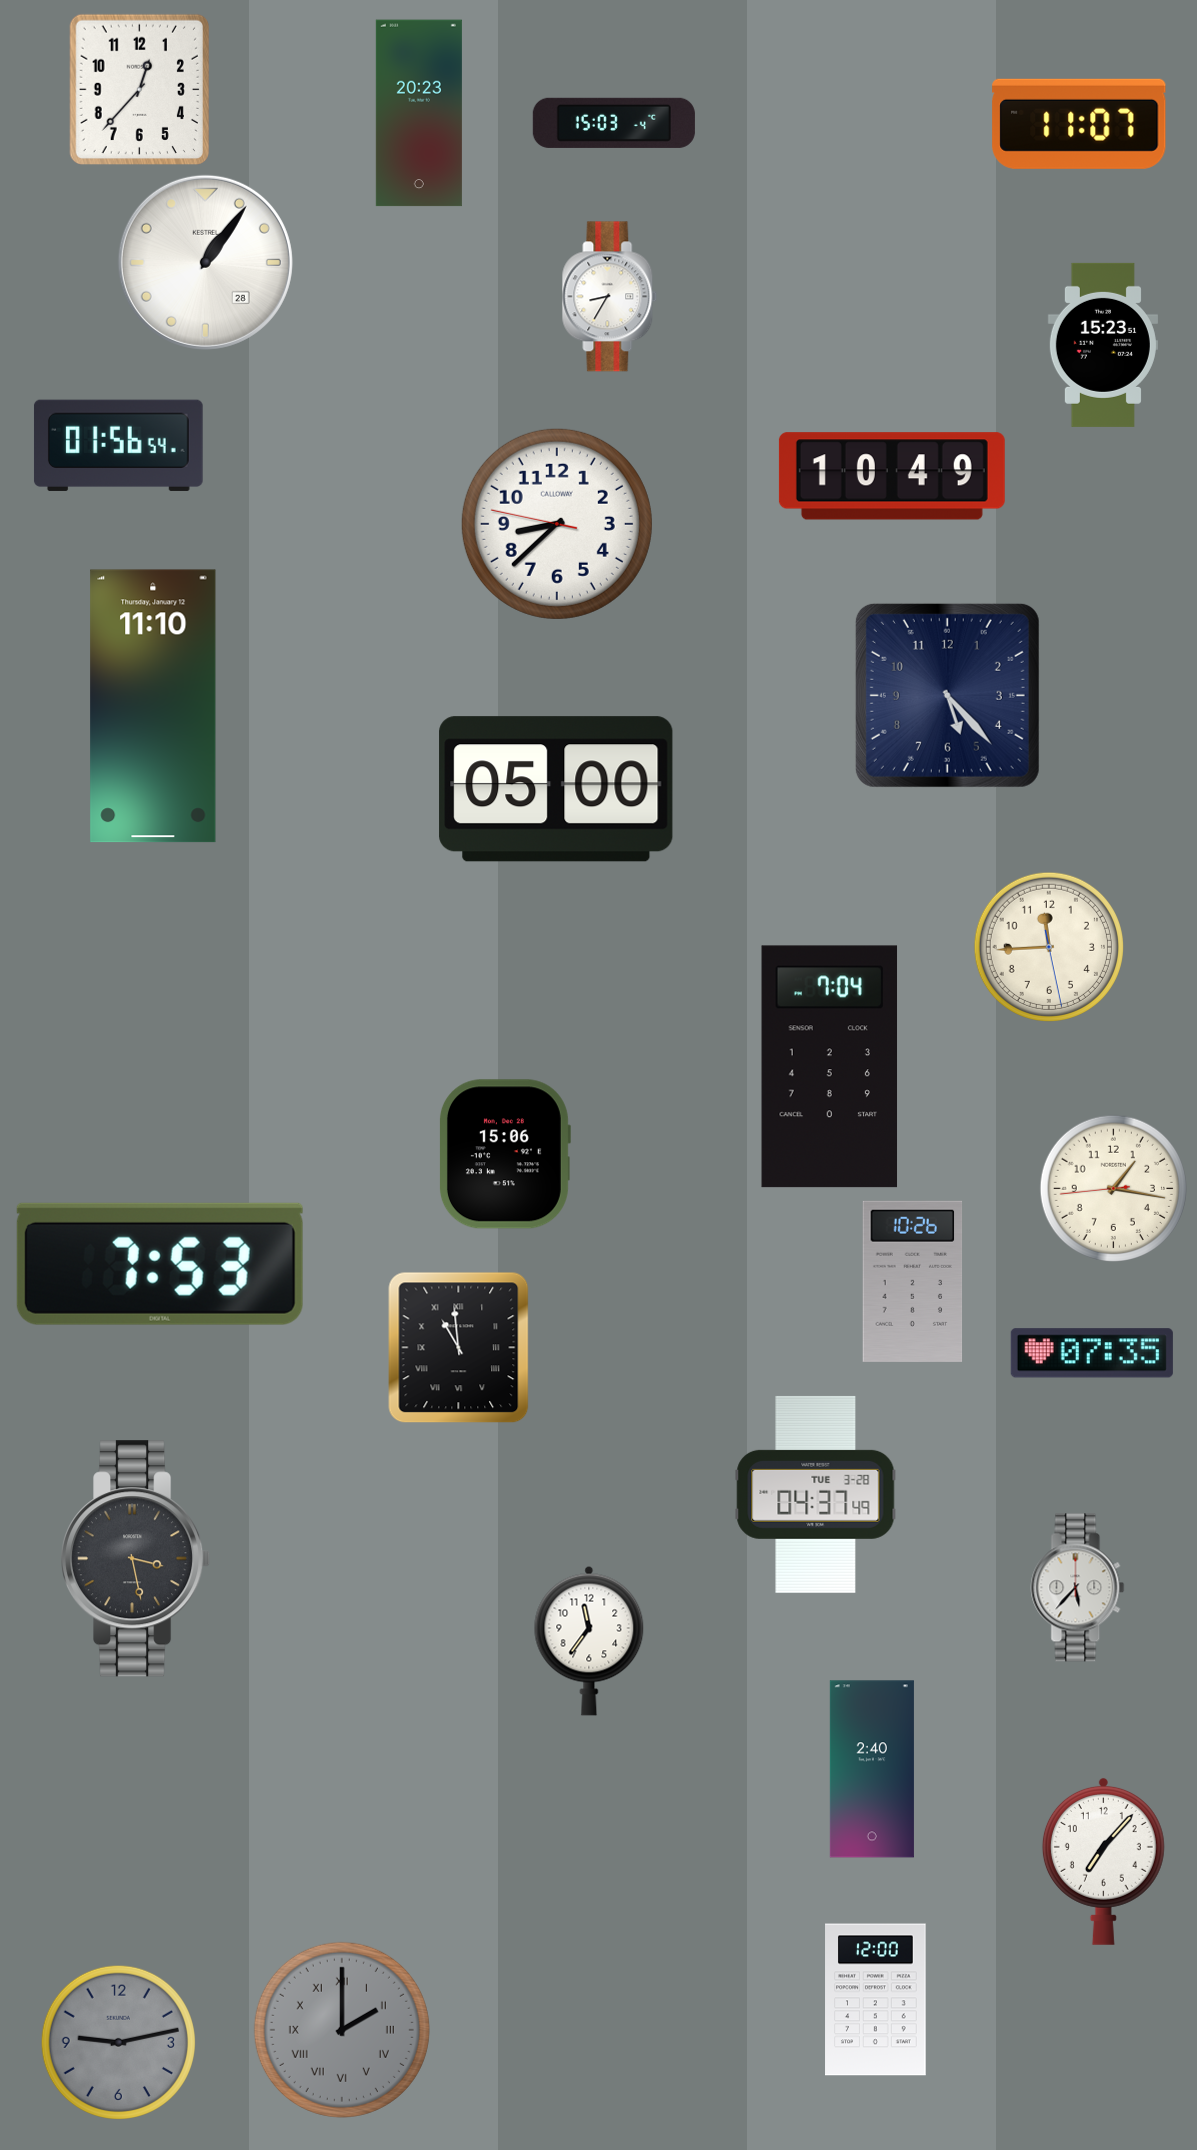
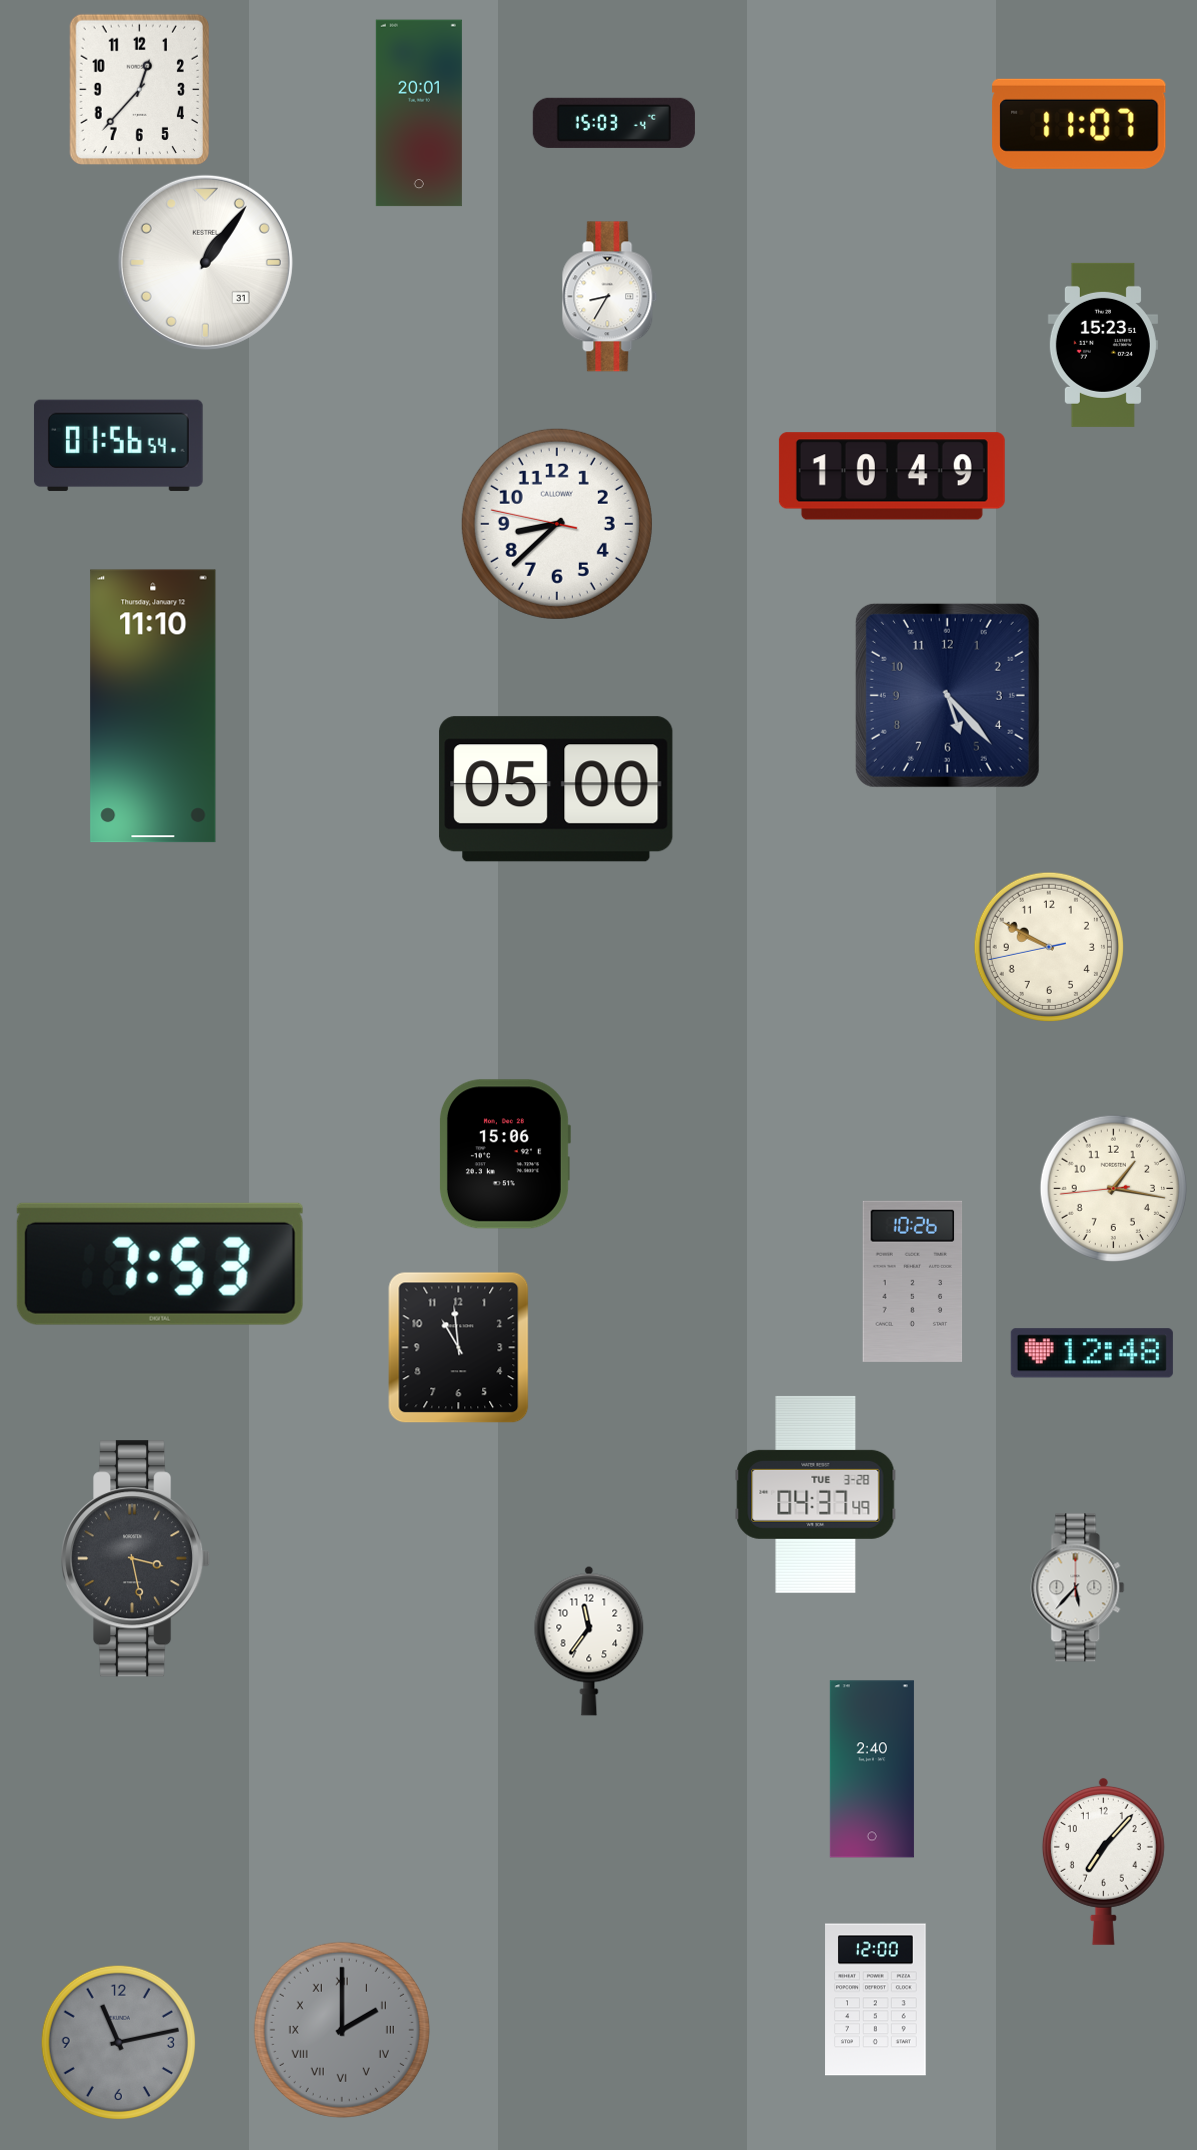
clock at (419, 113): 20:23 -> 20:01
clock at (205, 262) date: 28 -> 31
clock at (1049, 947): 11:44 -> 9:49
clock at (830, 1067): 7:04 -> none
clock at (459, 1348) numerals: Roman -> Arabic
clock at (1092, 1353): 07:35 -> 12:48
clock at (118, 2042): 9:13 -> 11:13
